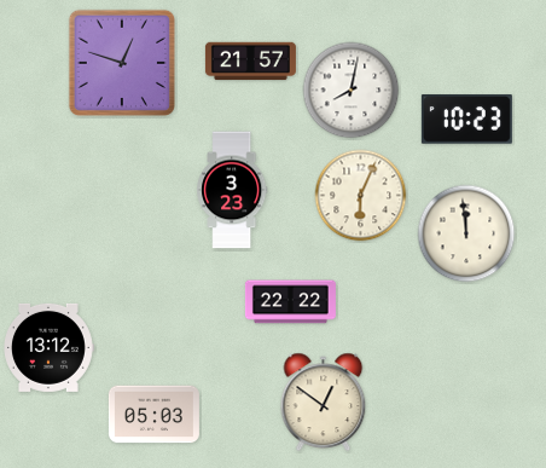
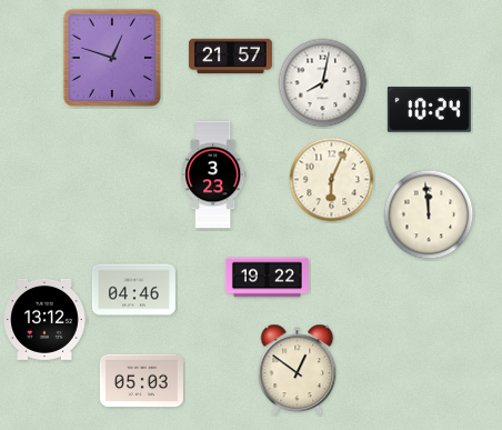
clock at (466, 120): 10:23 -> 10:24
clock at (290, 302): 22:22 -> 19:22
clock at (133, 290): none -> 04:46
